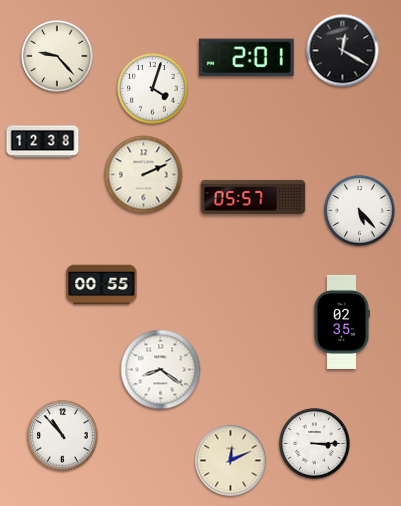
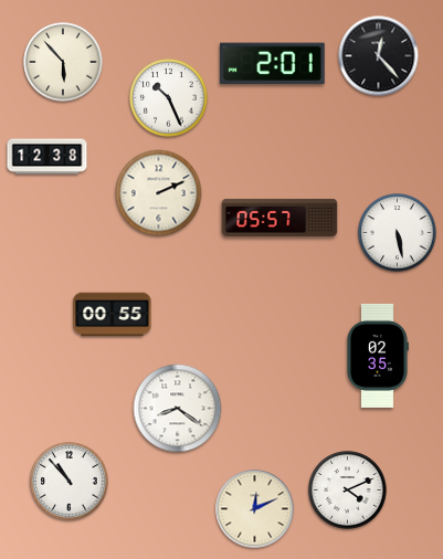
clock at (343, 51): 12:20 -> 12:23
clock at (57, 56): 9:23 -> 5:53
clock at (153, 89): 4:03 -> 10:26
clock at (360, 211): 5:23 -> 5:28
clock at (315, 444): 3:15 -> 4:11
